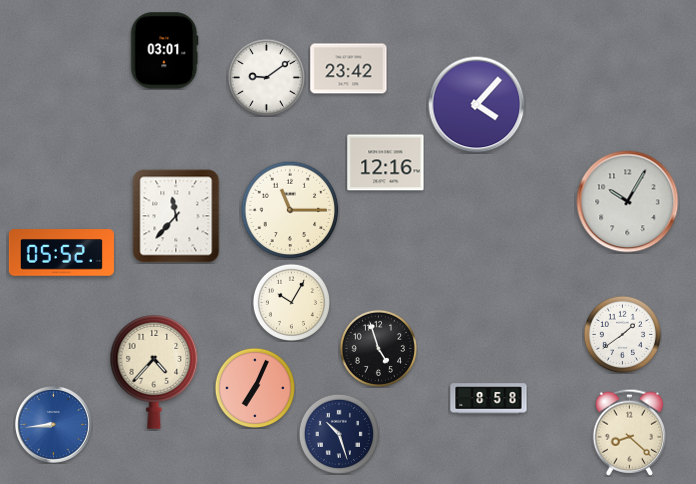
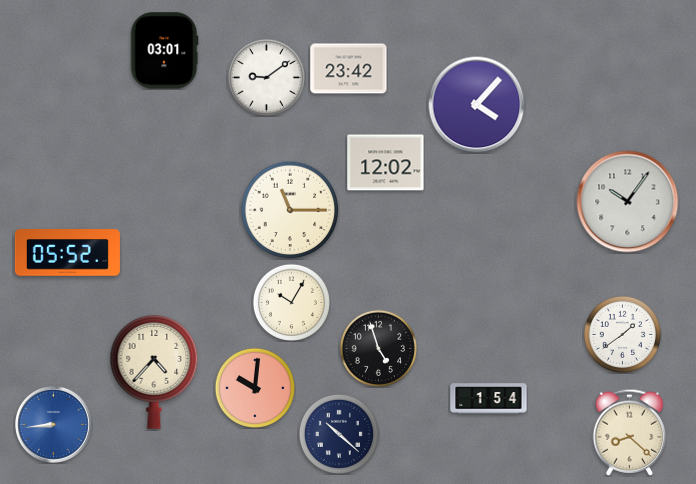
clock at (386, 163): 12:16 -> 12:02
clock at (628, 202): 10:05 -> 10:06
clock at (176, 216): 11:37 -> none
clock at (61, 253) position: (61, 253) -> (67, 253)
clock at (254, 387): 7:04 -> 10:01
clock at (489, 399): 8:58 -> 1:54
clock at (338, 433): 10:27 -> 10:22
